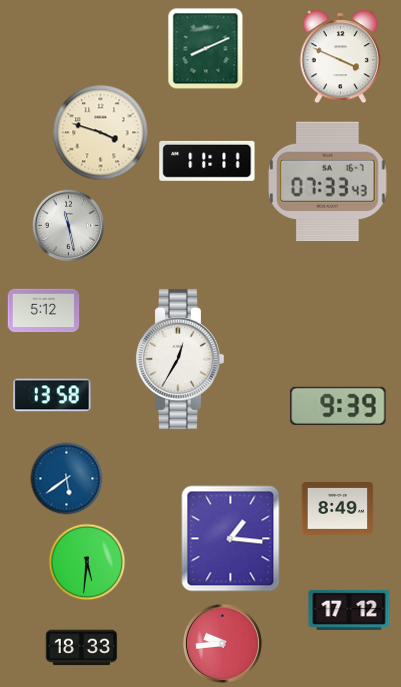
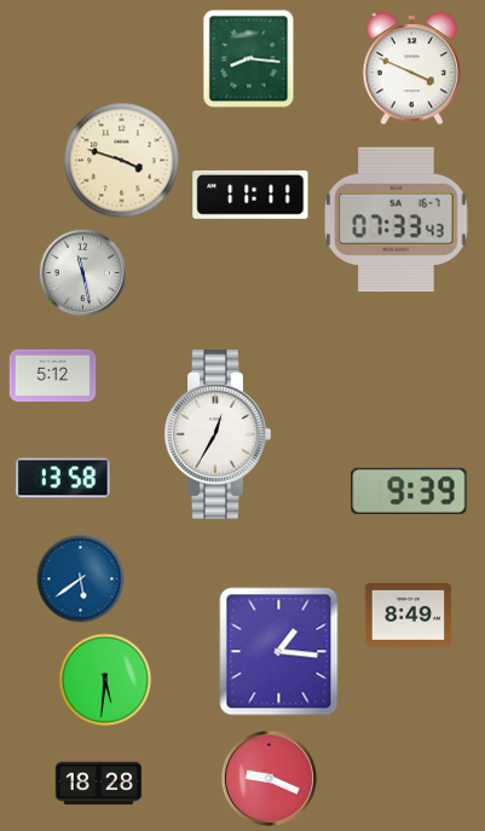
clock at (206, 49): 8:11 -> 8:16
clock at (349, 610): 17:12 -> none
clock at (222, 643): 9:44 -> 9:19
clock at (82, 648): 18:33 -> 18:28
